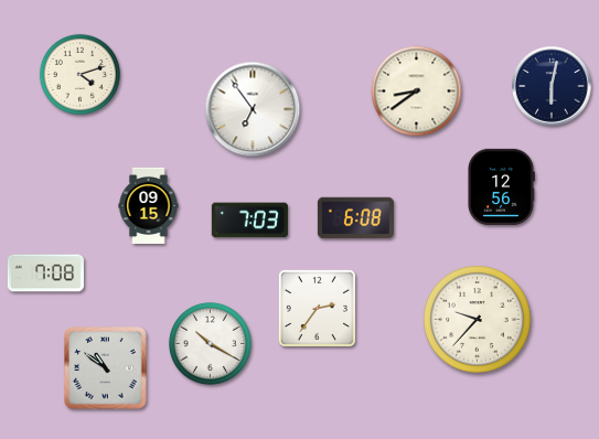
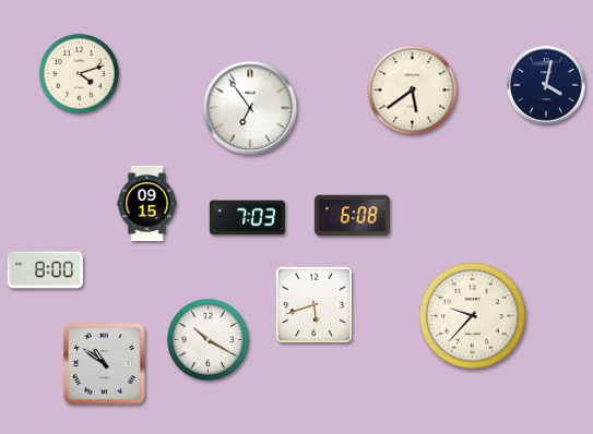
clock at (552, 86): 6:02 -> 4:02
clock at (417, 92): 8:39 -> 5:39
clock at (501, 186): 12:56 -> none
clock at (45, 274): 7:08 -> 8:00
clock at (317, 308): 2:36 -> 5:42
